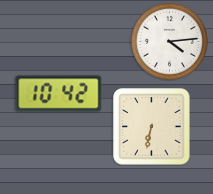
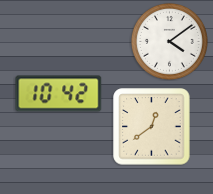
clock at (169, 41): 4:14 -> 4:09
clock at (152, 127): 6:32 -> 12:39
